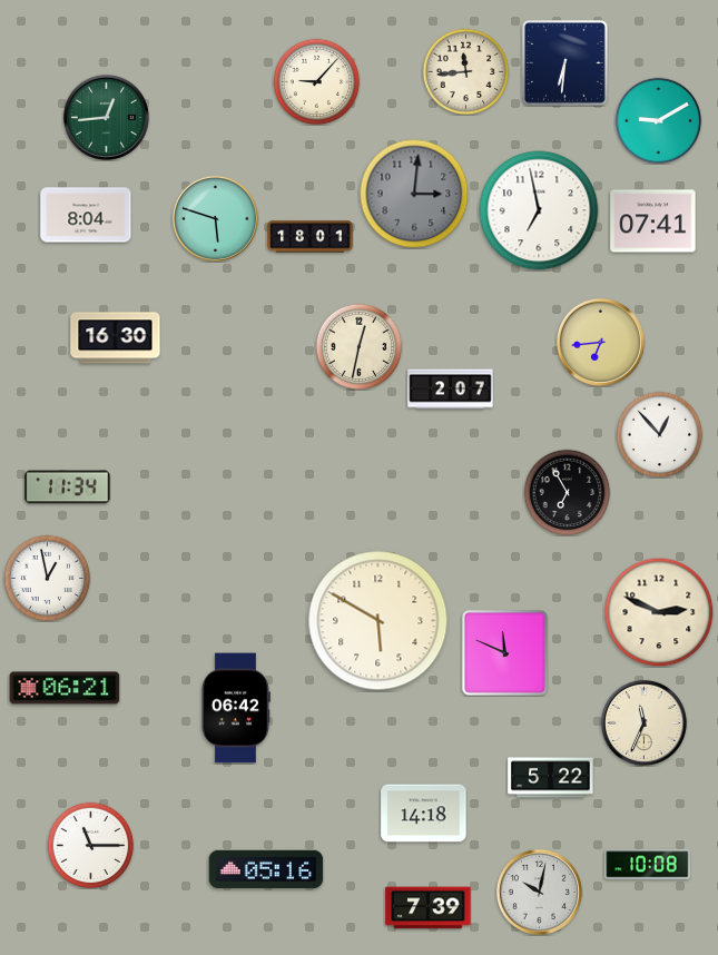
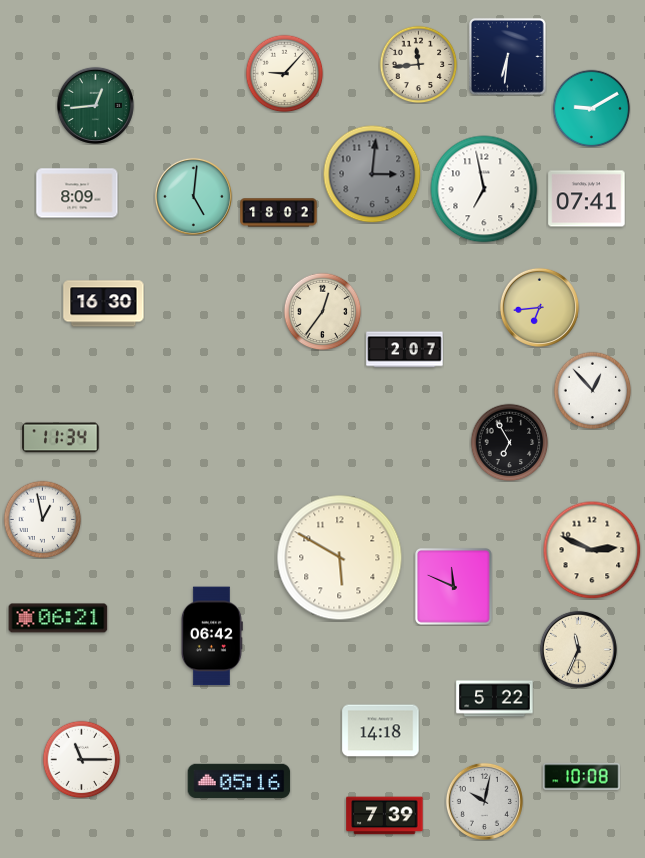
clock at (86, 215): 8:04 -> 8:09
clock at (215, 218): 5:48 -> 5:01
clock at (311, 237): 18:01 -> 18:02
clock at (358, 346): 12:32 -> 12:36
